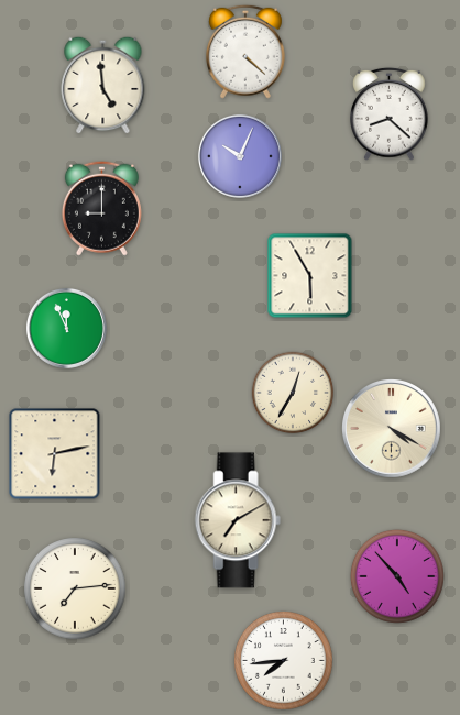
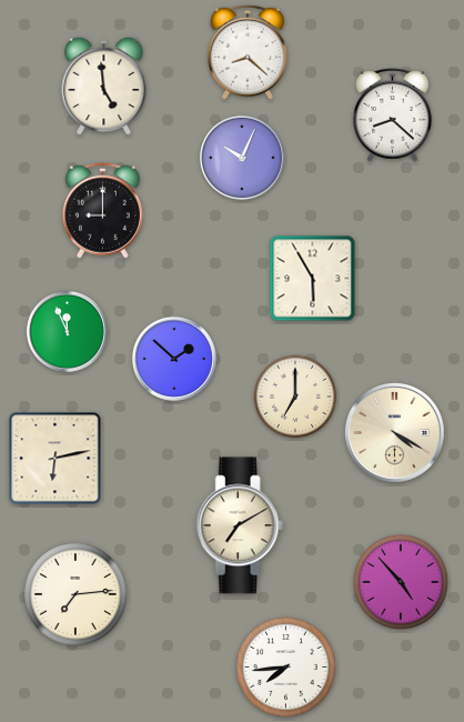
clock at (245, 52): 4:22 -> 8:22
clock at (174, 359): none -> 1:52
clock at (293, 393): 12:35 -> 7:00
